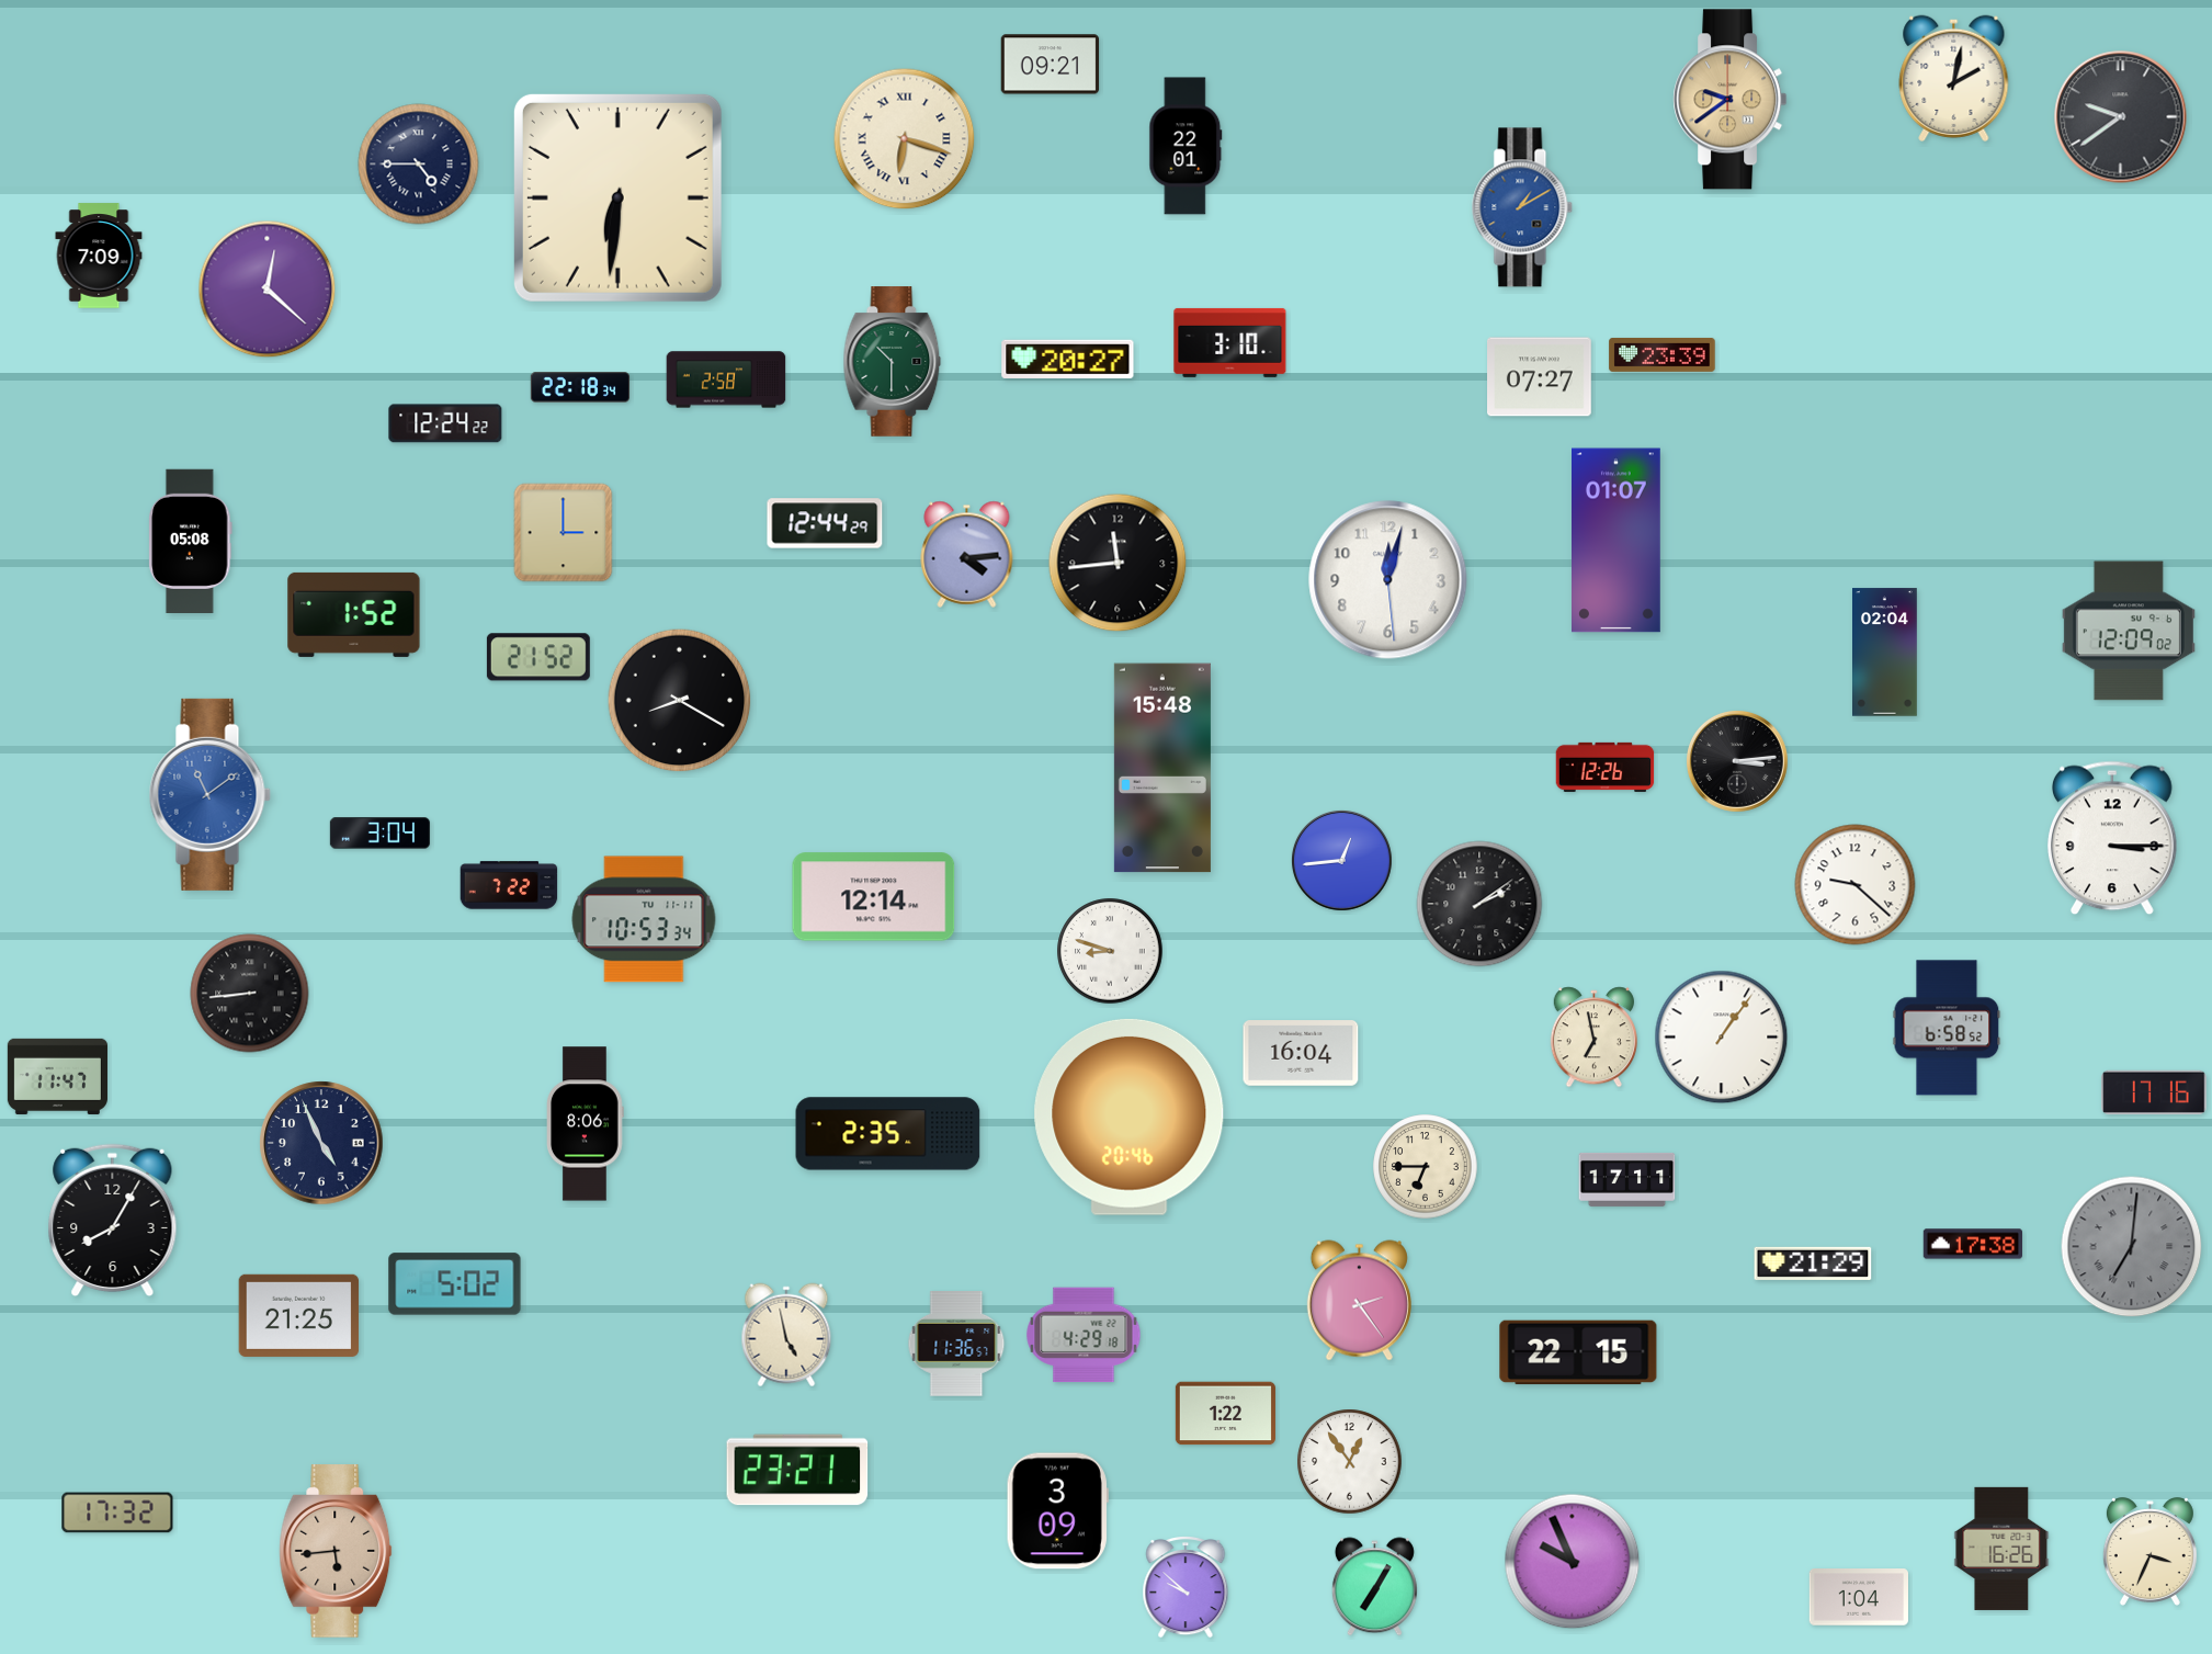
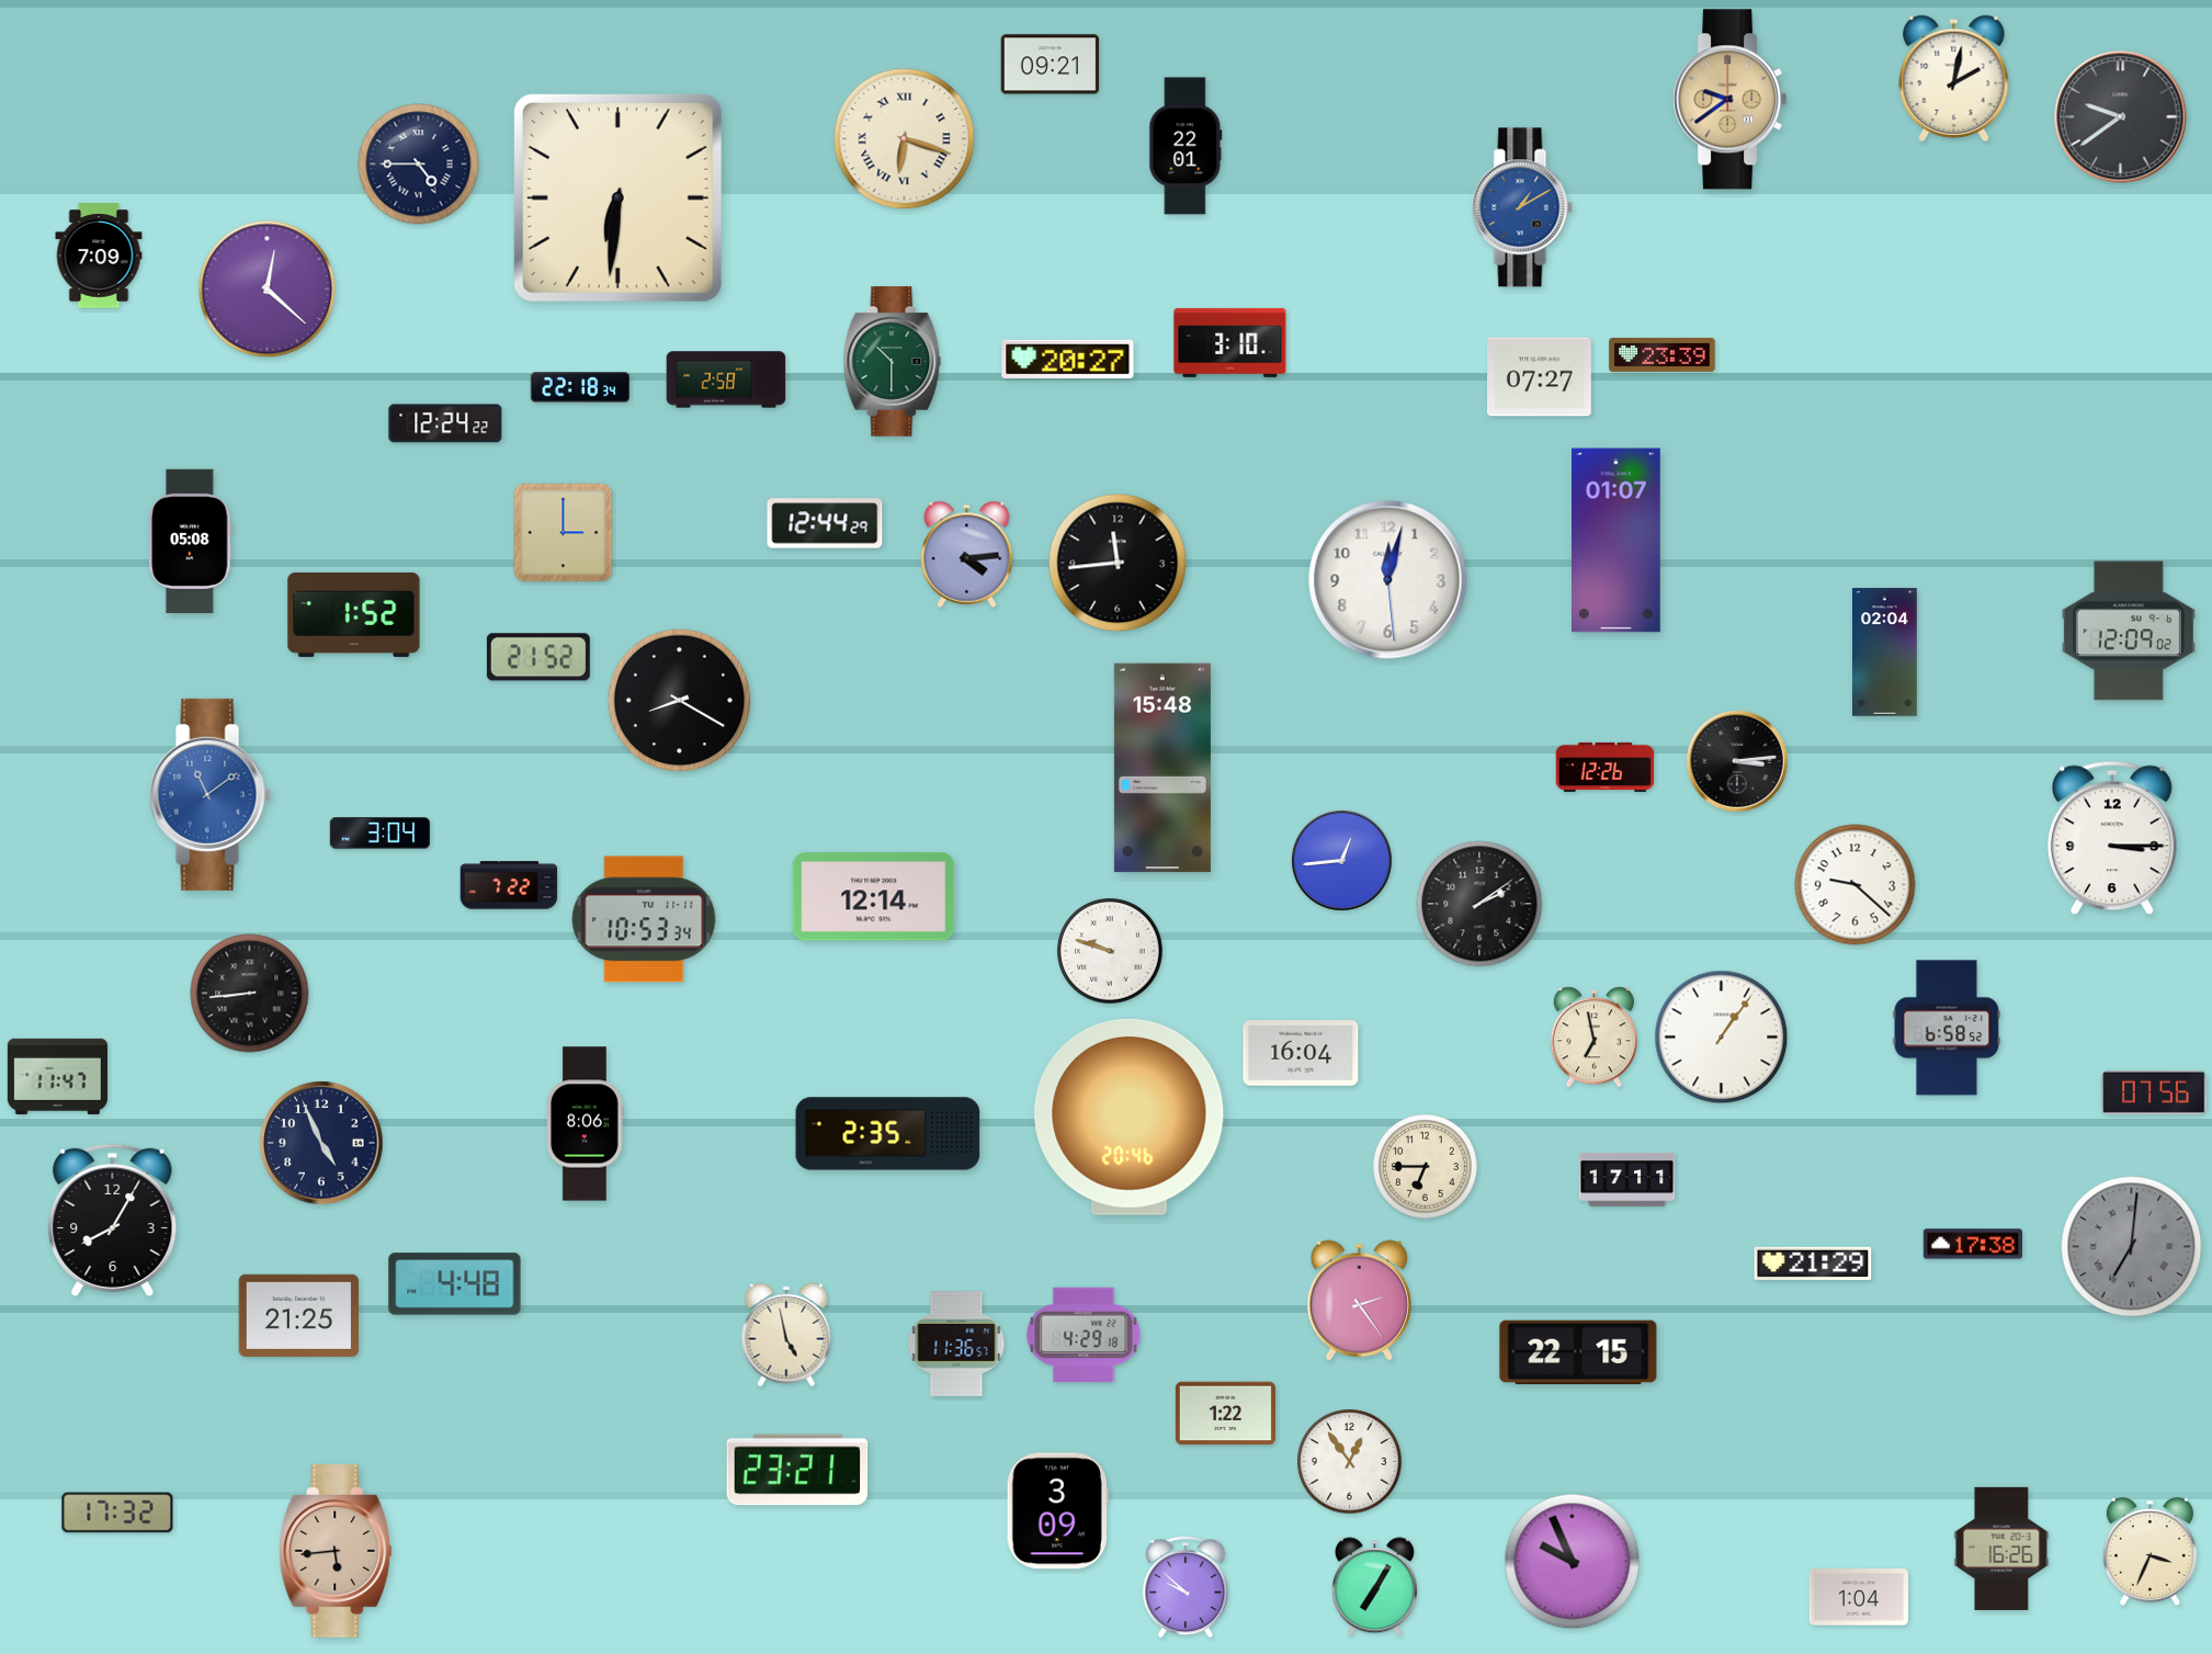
clock at (1110, 951): 8:48 -> 9:48
clock at (2154, 1091): 17:16 -> 07:56
clock at (455, 1284): 5:02 -> 4:48
